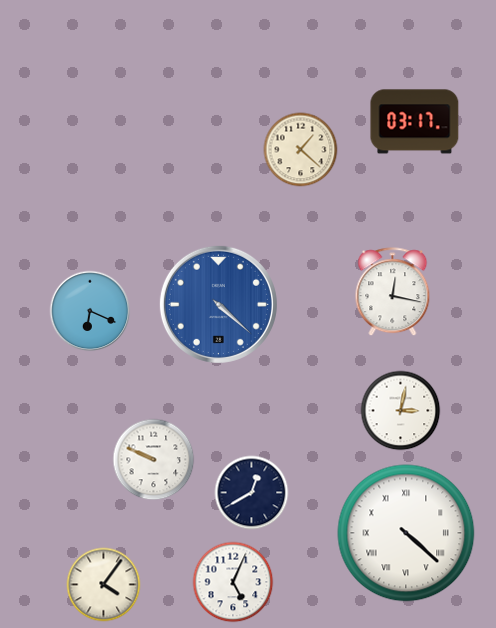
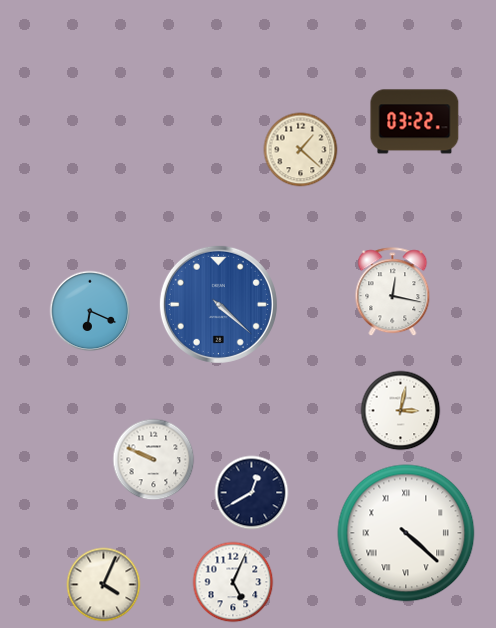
clock at (415, 122): 03:17 -> 03:22
clock at (104, 585): 4:06 -> 4:04
